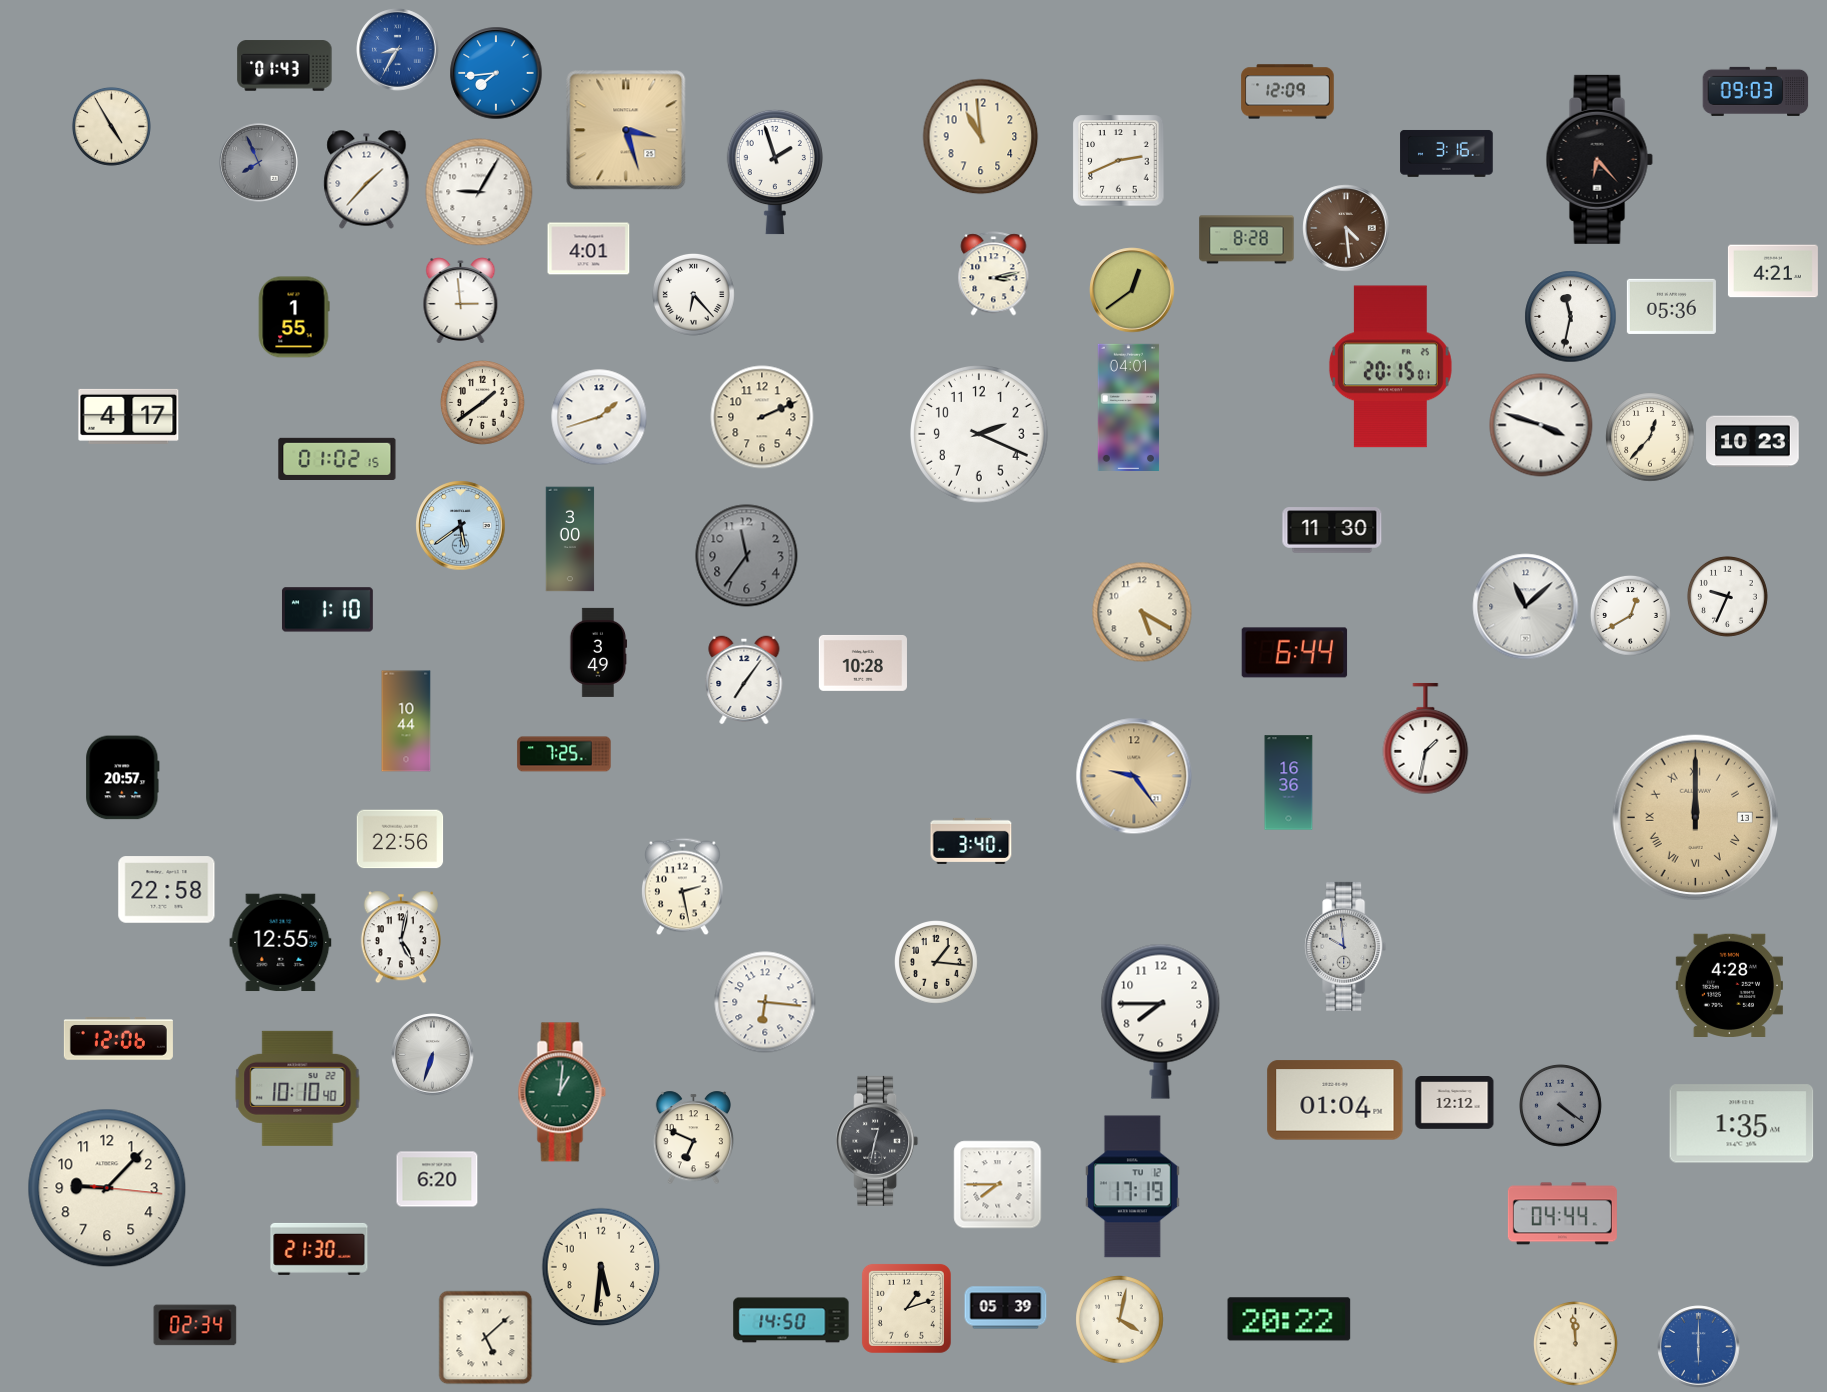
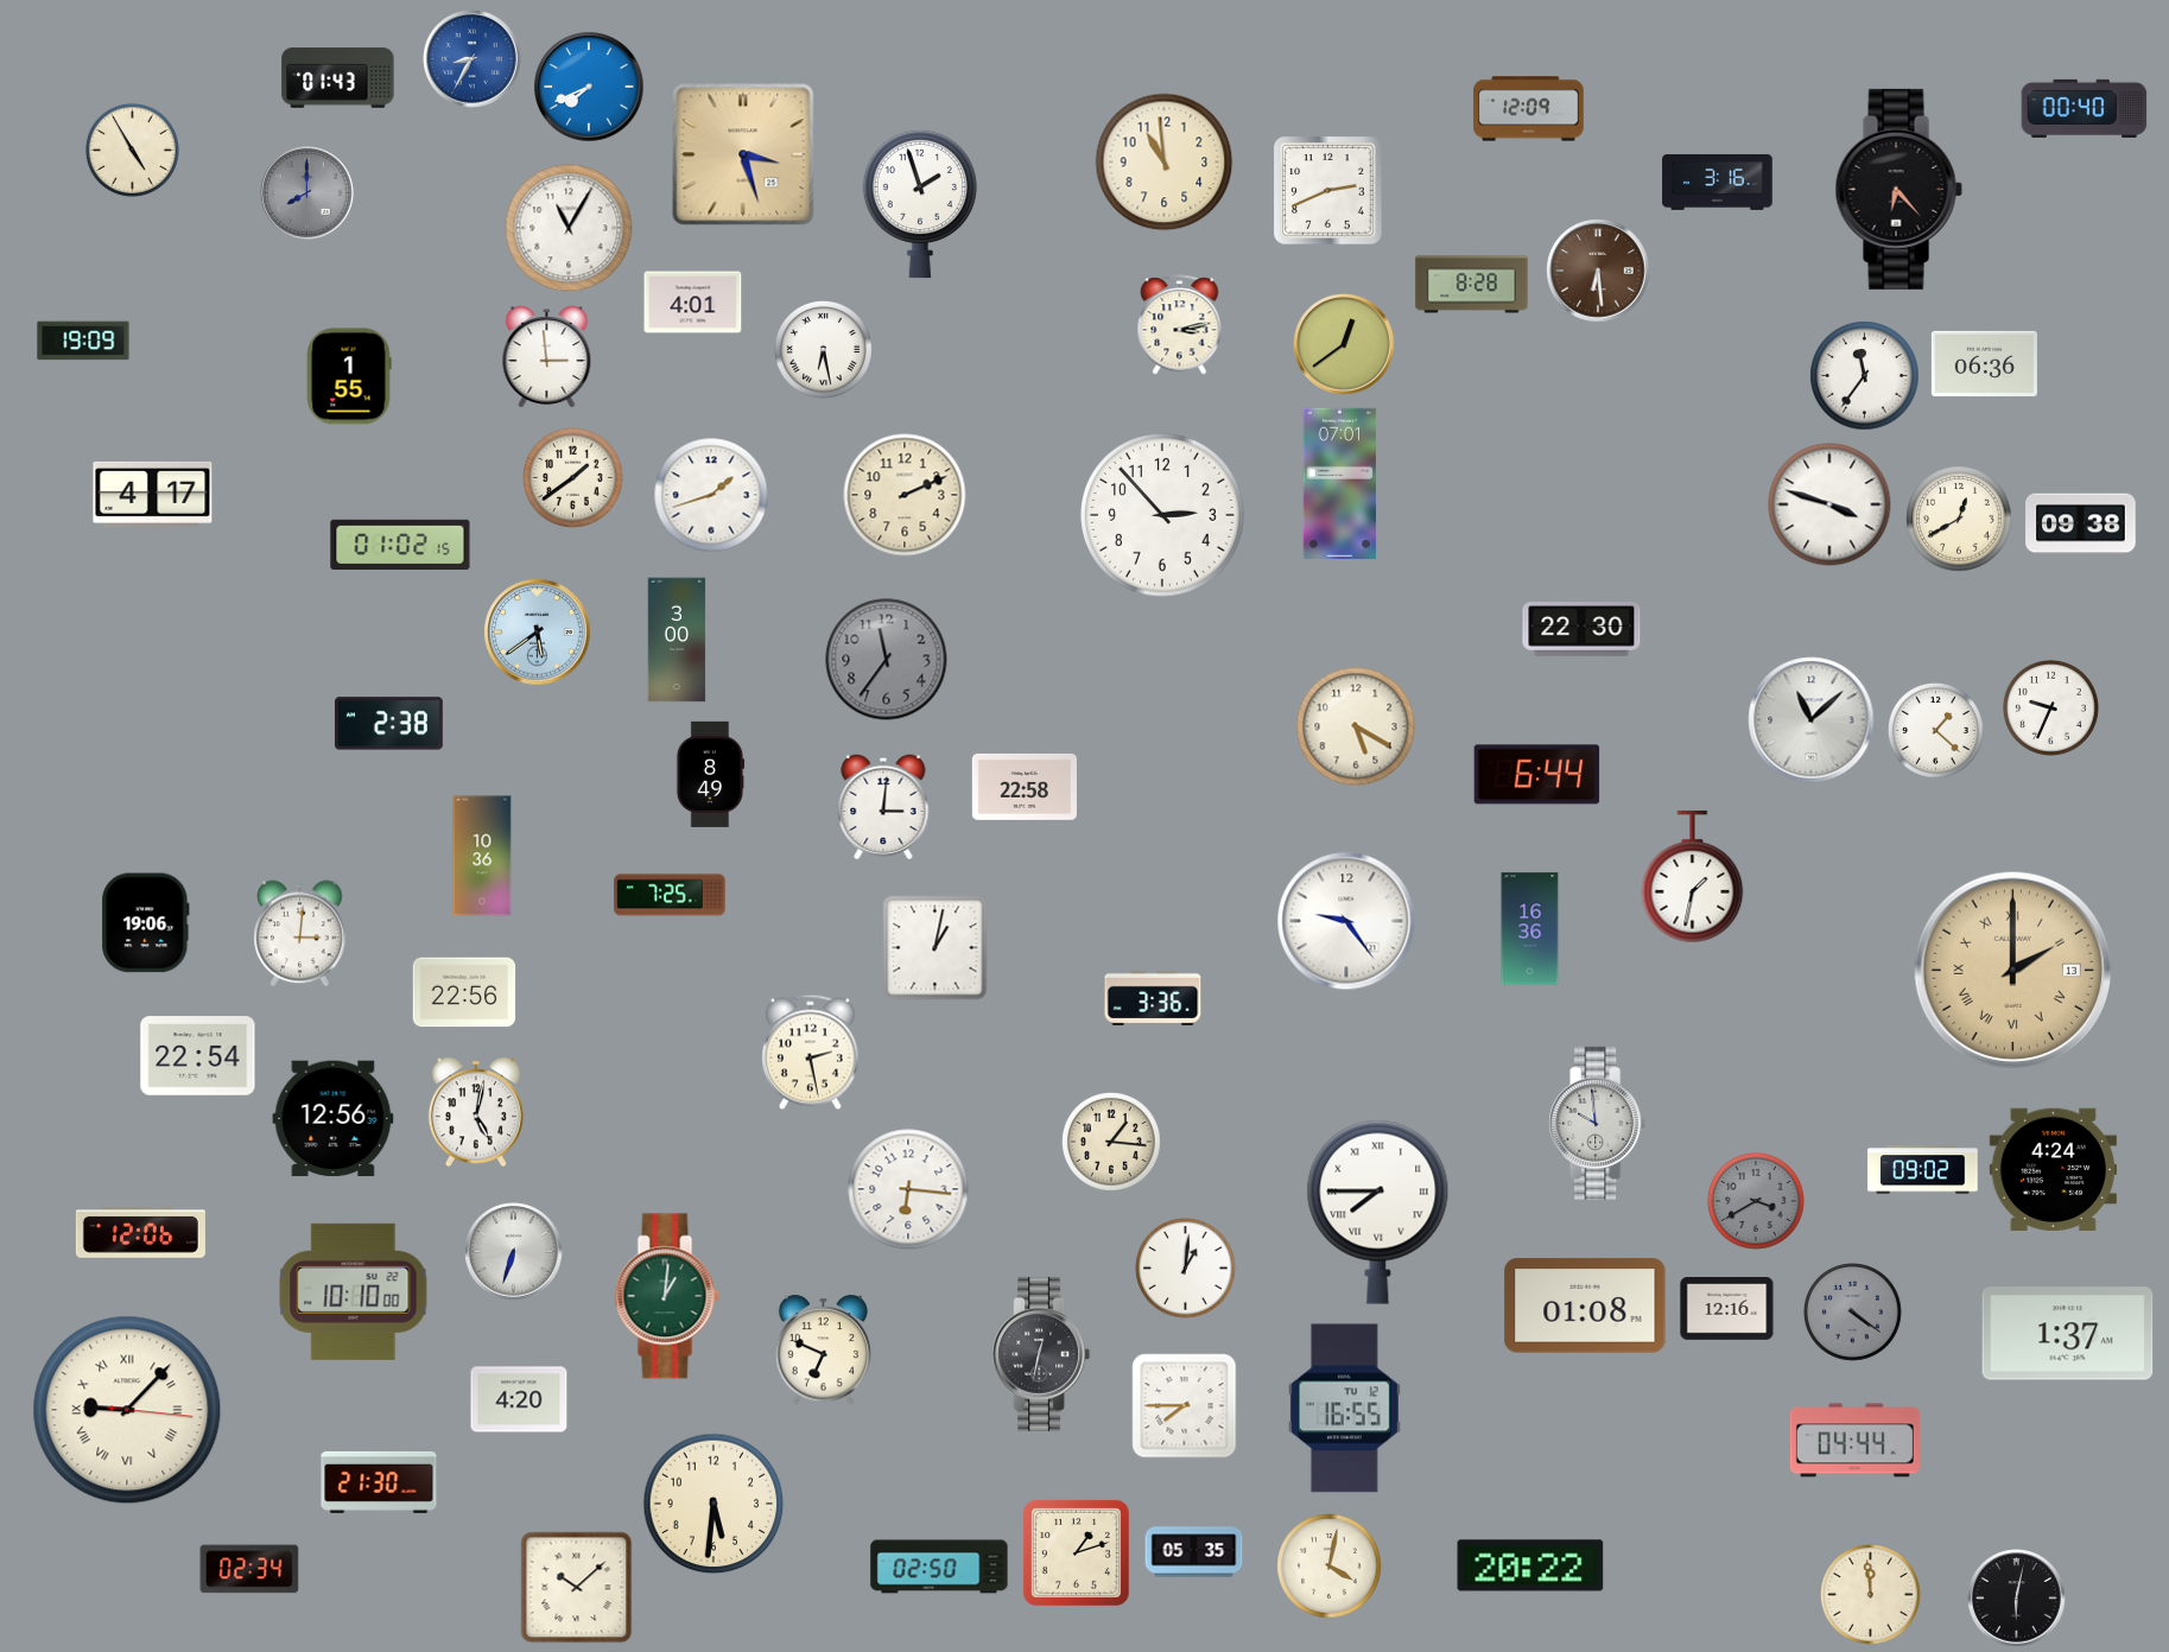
clock at (496, 73): 7:44 -> 7:41
clock at (1756, 91): 09:03 -> 00:40
clock at (259, 163): 7:56 -> 8:00
clock at (367, 180): 1:37 -> none
clock at (479, 192): 9:05 -> 11:05
clock at (1346, 228): 4:29 -> 6:29
clock at (1247, 240) position: (1247, 240) -> (1472, 285)
clock at (589, 249) position: (589, 249) -> (693, 303)
clock at (1773, 271): 4:21 -> none
clock at (83, 341): none -> 19:09
clock at (694, 295): 6:23 -> 6:28
clock at (1671, 306): 05:36 -> 06:36
clock at (1571, 317): 11:32 -> 11:36
clock at (1390, 367): 20:15 -> none
clock at (1129, 407): 04:01 -> 07:01
clock at (980, 435): 2:19 -> 2:53
clock at (1650, 437): 12:37 -> 12:40
clock at (1753, 442): 10:23 -> 09:38
clock at (461, 526) position: (461, 526) -> (538, 633)
clock at (1332, 530): 11:30 -> 22:30
clock at (327, 610): 1:10 -> 2:38
clock at (1630, 615): 12:40 -> 1:22
clock at (598, 652): 3:49 -> 8:49
clock at (863, 663): 10:28 -> 22:58
clock at (744, 680): 7:06 -> 3:01
clock at (406, 721): 10:44 -> 10:36
clock at (1134, 776) dial: champagne -> white
clock at (123, 778): 20:57 -> 19:06
clock at (300, 934): none -> 3:01
clock at (936, 948): none -> 1:02
clock at (1695, 817): 12:00 -> 2:00
clock at (400, 839) position: (400, 839) -> (464, 992)
clock at (971, 841): 3:40 -> 3:36
clock at (167, 890): 22:58 -> 22:54
clock at (281, 943): 12:55 -> 12:56
clock at (1729, 985): 4:28 -> 4:24
clock at (1923, 1170): none -> 09:02
clock at (1756, 1201): none -> 3:40
clock at (1161, 1021) numerals: Arabic -> Roman
clock at (1186, 1269): none -> 1:01
clock at (298, 1088): 10:10:40 -> 10:10:00
clock at (1335, 1100): 01:04 -> 01:08
clock at (1455, 1103): 12:12 -> 12:16
clock at (1742, 1124): 1:35 -> 1:37
clock at (437, 1179): 6:20 -> 4:20
clock at (1132, 1187): 17:19 -> 16:55
clock at (107, 1188) numerals: Arabic -> Roman
clock at (1006, 1308): 05:39 -> 05:35
clock at (791, 1320): 14:50 -> 02:50
clock at (195, 1325) position: (195, 1325) -> (249, 1569)
clock at (486, 1338): 5:08 -> 10:08
clock at (1699, 1347): 6:00 -> 6:02
clock at (1699, 1347) dial: blue -> black
